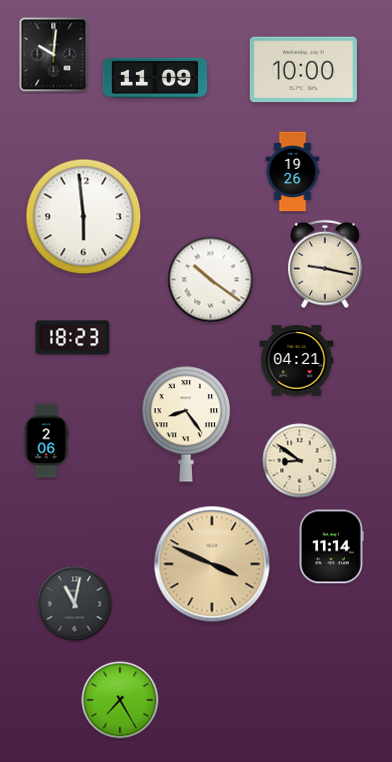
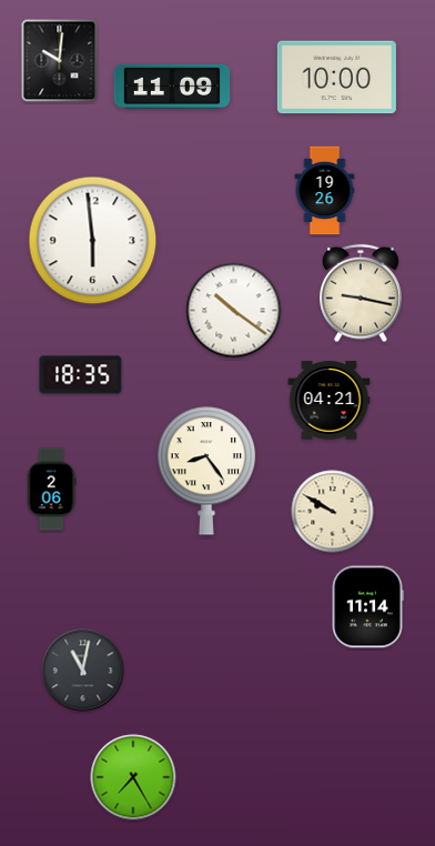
clock at (73, 338): 18:23 -> 18:35
clock at (300, 461): 8:51 -> 9:50
clock at (212, 564): 3:49 -> none
